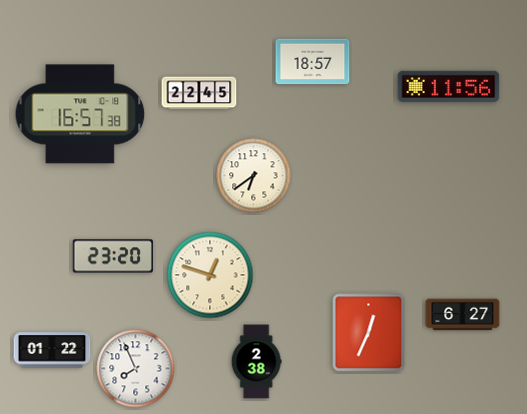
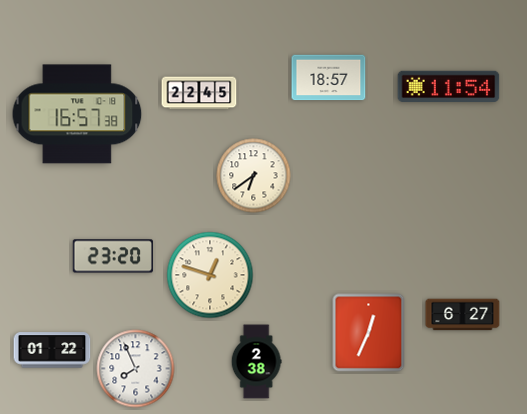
clock at (313, 62) position: (313, 62) -> (329, 78)
clock at (449, 87): 11:56 -> 11:54
clock at (80, 114) position: (80, 114) -> (77, 114)
